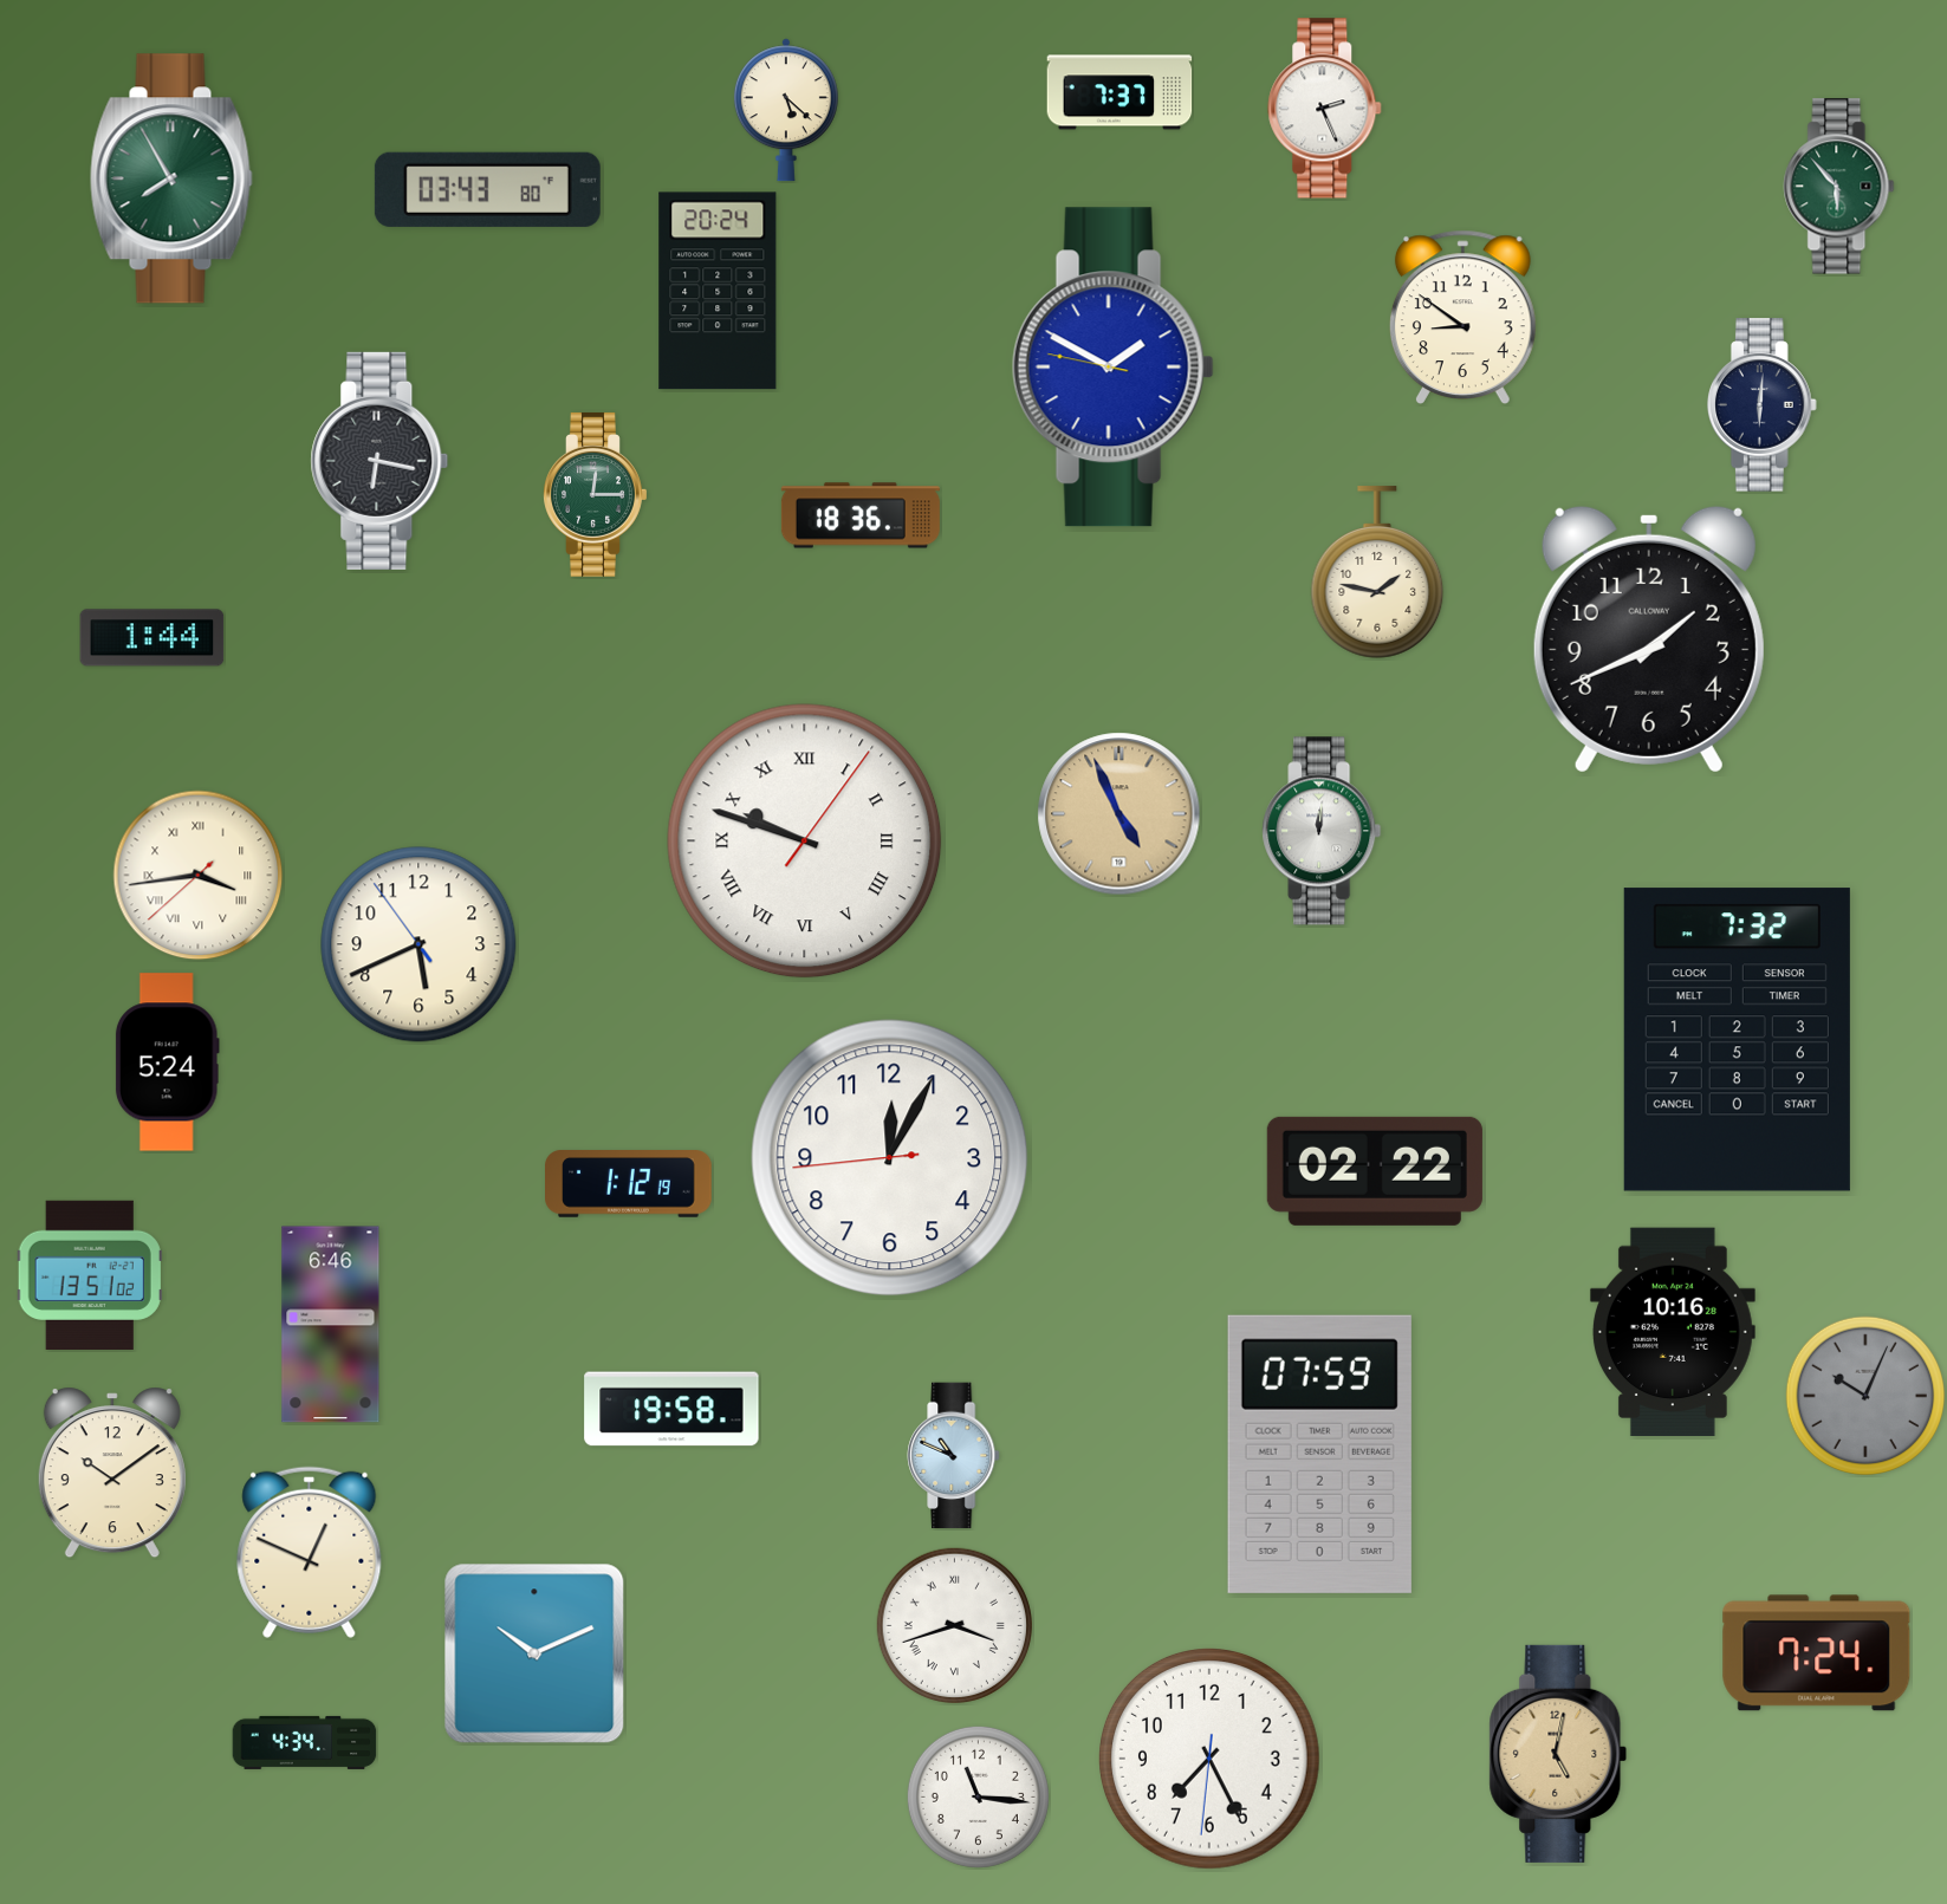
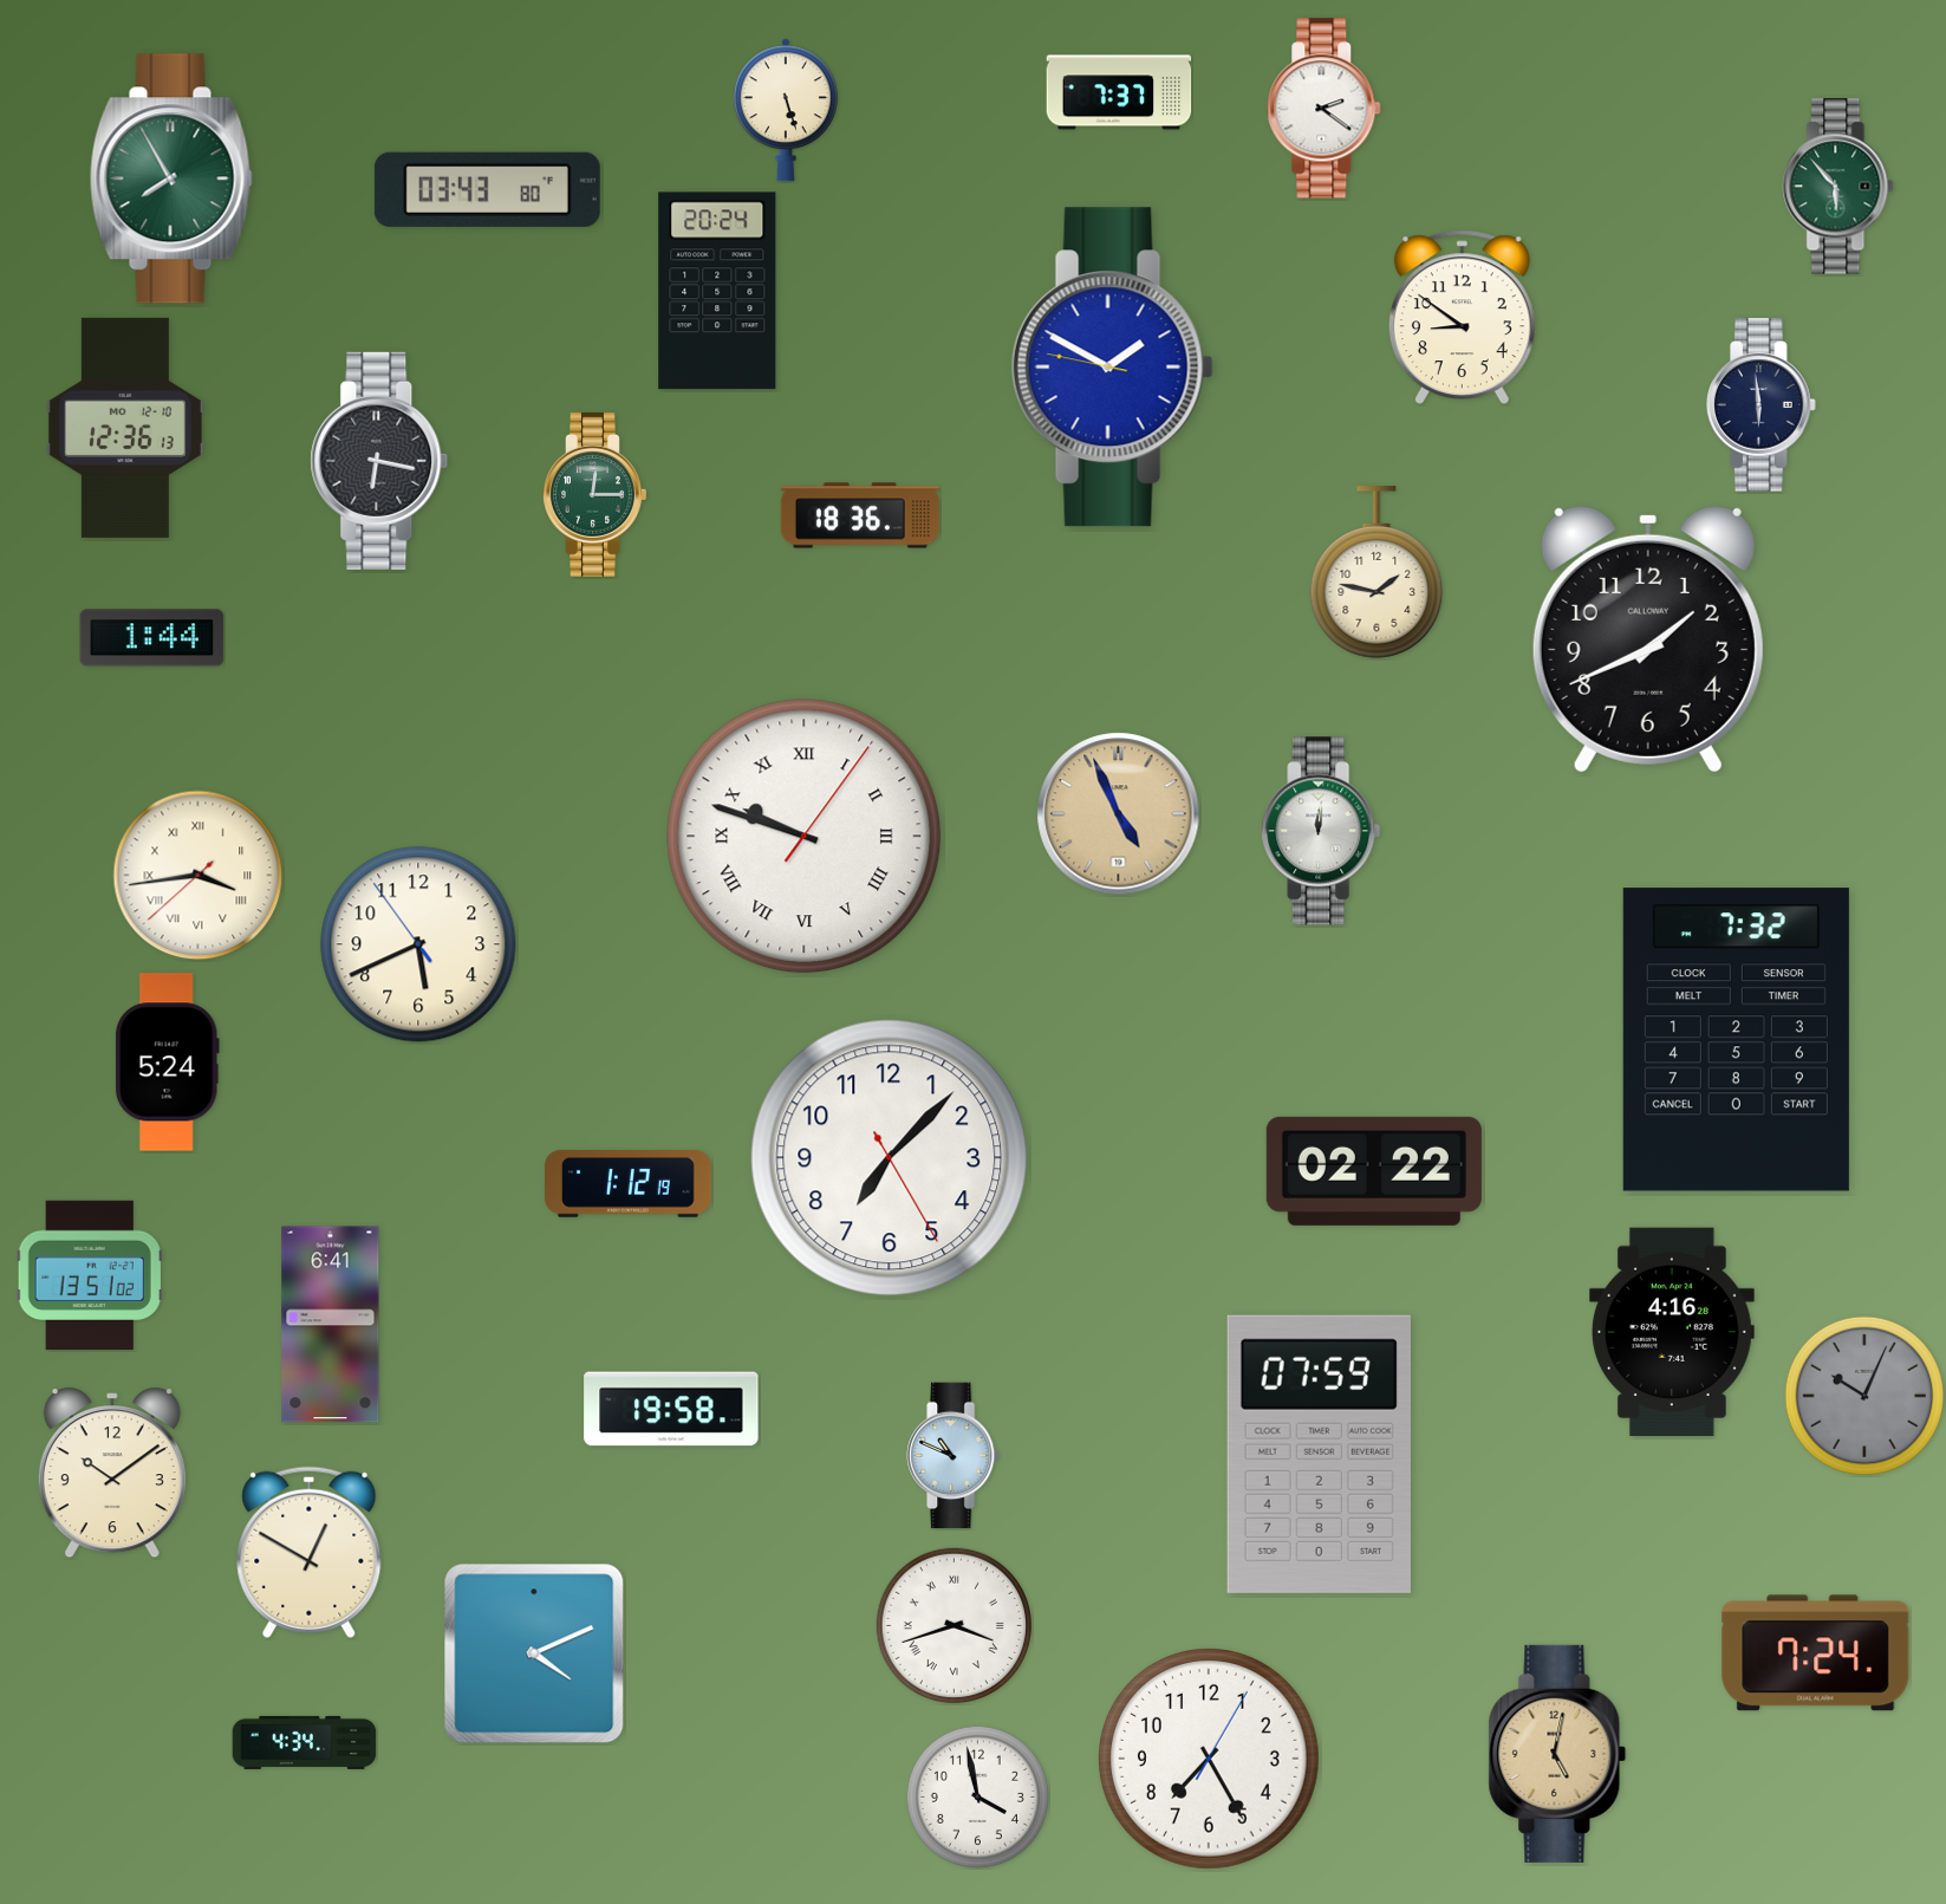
clock at (1325, 109): 2:26 -> 2:21
clock at (786, 110): 5:22 -> 5:27
clock at (1763, 405): 6:01 -> 5:59
clock at (125, 428): none -> 12:36
clock at (805, 841) position: (805, 841) -> (805, 837)
clock at (890, 1158): 12:04 -> 7:07
clock at (331, 1325): 6:46 -> 6:41
clock at (1673, 1332): 10:16 -> 4:16
clock at (310, 1552): 12:49 -> 12:50
clock at (534, 1653): 10:11 -> 4:11
clock at (1211, 1760): 7:25:31 -> 7:25:05
clock at (978, 1796): 11:16 -> 3:58
